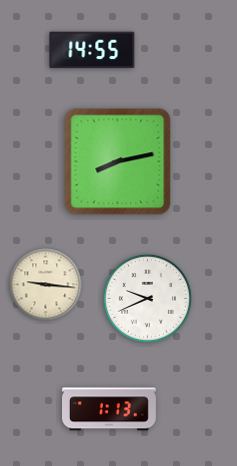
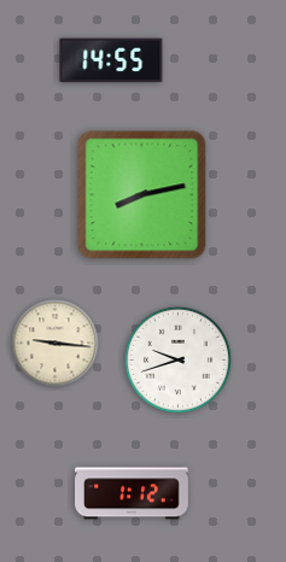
clock at (147, 298): 9:41 -> 9:42
clock at (110, 409): 1:13 -> 1:12
